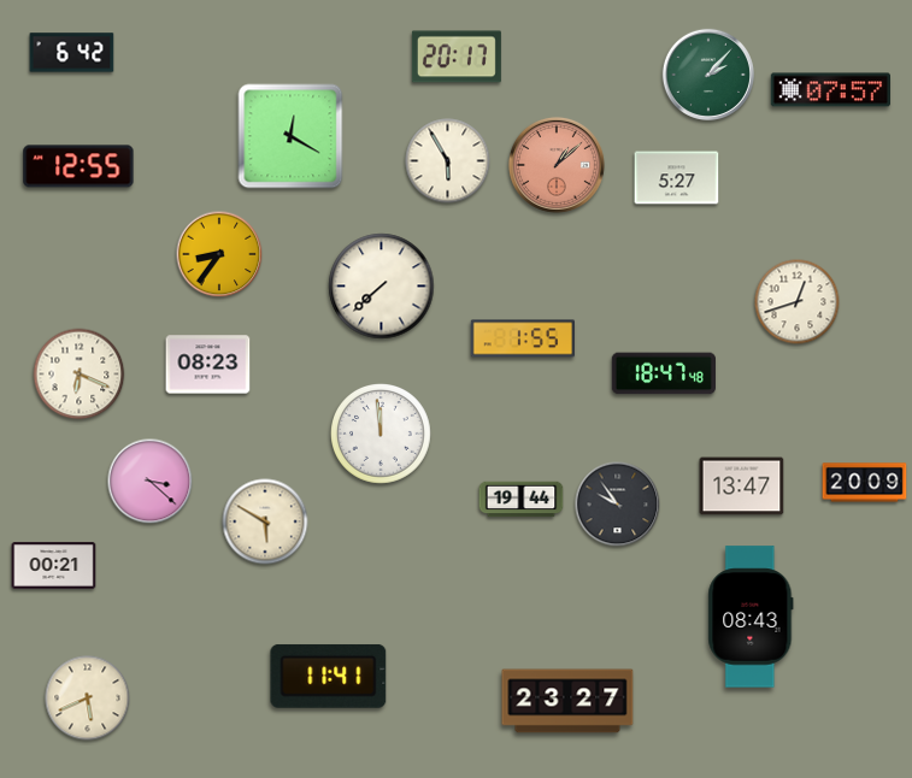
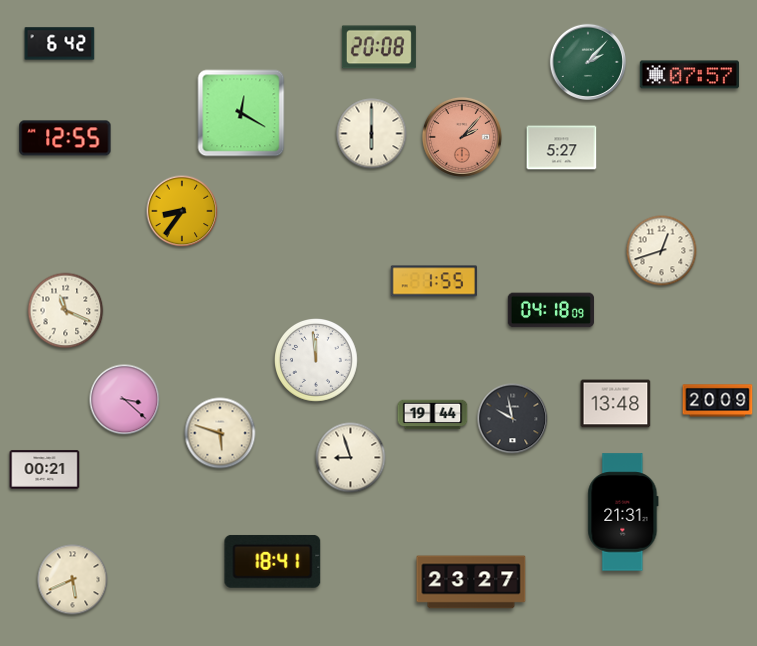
clock at (457, 57): 20:17 -> 20:08
clock at (448, 161): 5:55 -> 6:00
clock at (557, 165): 1:08 -> 2:07
clock at (382, 287): 7:38 -> none
clock at (208, 365): 08:23 -> none
clock at (663, 373): 18:47 -> 04:18
clock at (80, 375): 6:19 -> 11:19
clock at (742, 487): 13:47 -> 13:48
clock at (618, 505): 9:54 -> 9:58
clock at (265, 521): 5:50 -> 5:48
clock at (351, 458): none -> 8:57
clock at (751, 617): 08:43 -> 21:31
clock at (329, 676): 11:41 -> 18:41
